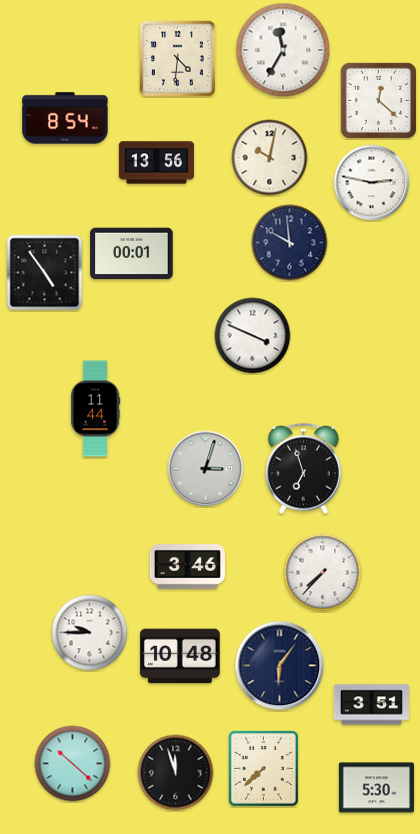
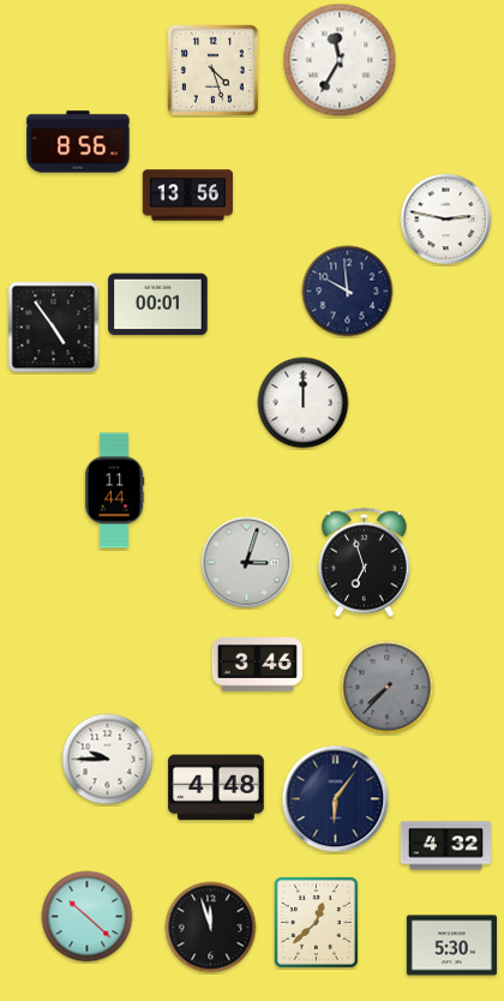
clock at (178, 59): 4:31 -> 4:27
clock at (378, 100): 12:22 -> none
clock at (65, 118): 8:54 -> 8:56
clock at (270, 158): 10:02 -> none
clock at (253, 336): 3:49 -> 12:00
clock at (187, 567) position: (187, 567) -> (257, 665)
clock at (323, 573) dial: white -> grey
clock at (180, 656): 10:48 -> 4:48
clock at (371, 705): 3:51 -> 4:32
clock at (263, 768): 7:38 -> 12:38
